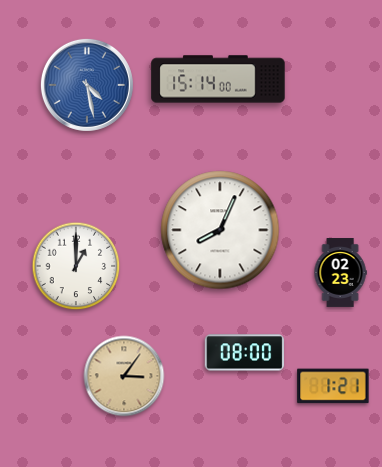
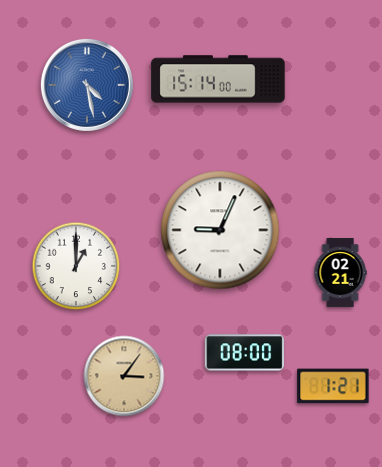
clock at (220, 230): 8:04 -> 9:04
clock at (340, 273): 02:23 -> 02:21
